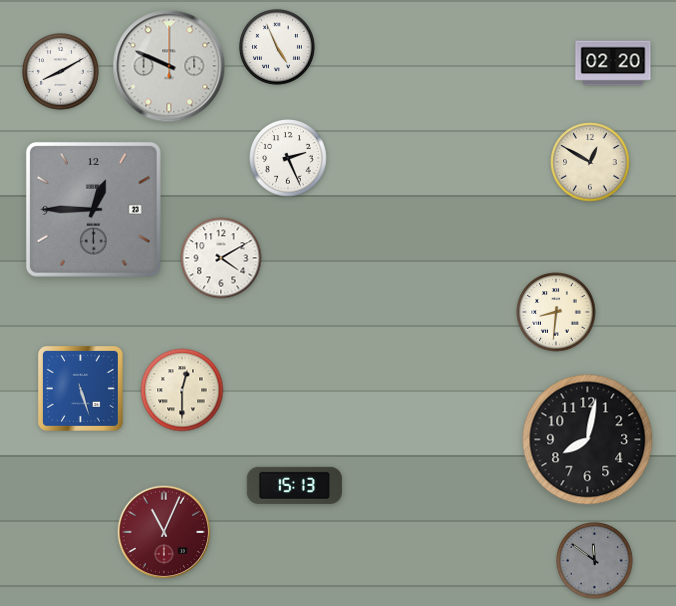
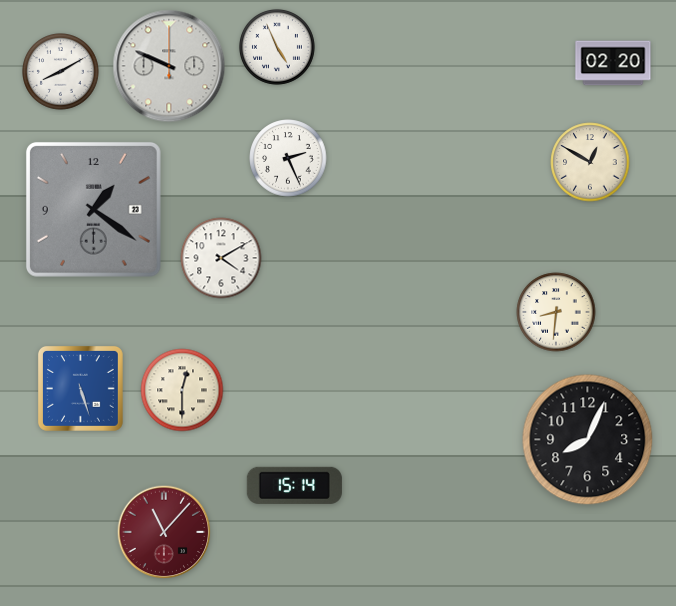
clock at (93, 209): 12:45 -> 1:21
clock at (588, 440): 8:02 -> 8:04
clock at (294, 485): 15:13 -> 15:14
clock at (164, 532): 11:04 -> 11:07
clock at (595, 561): 11:51 -> none
